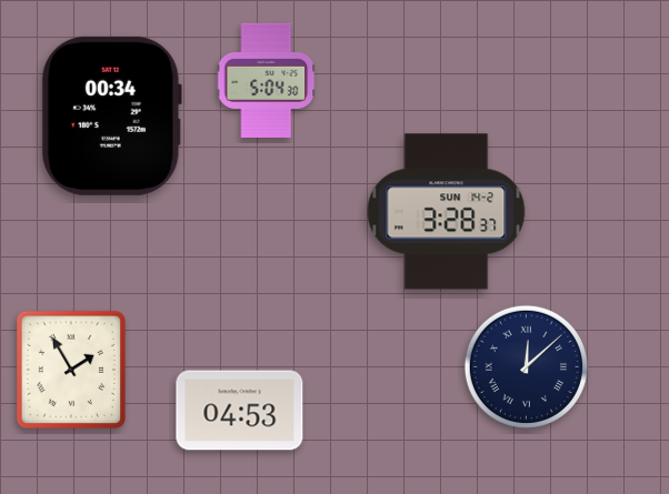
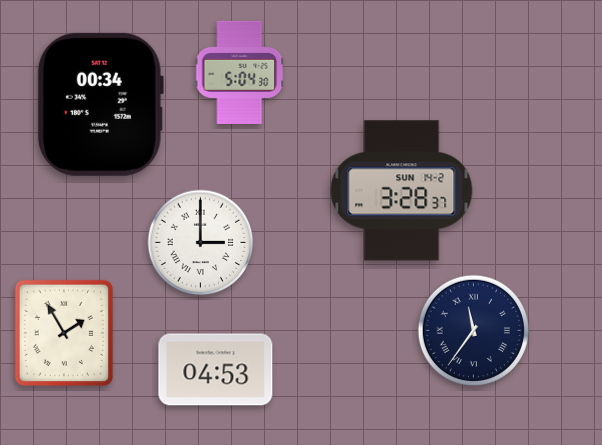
clock at (201, 243): none -> 3:00
clock at (526, 366): 12:08 -> 11:36
